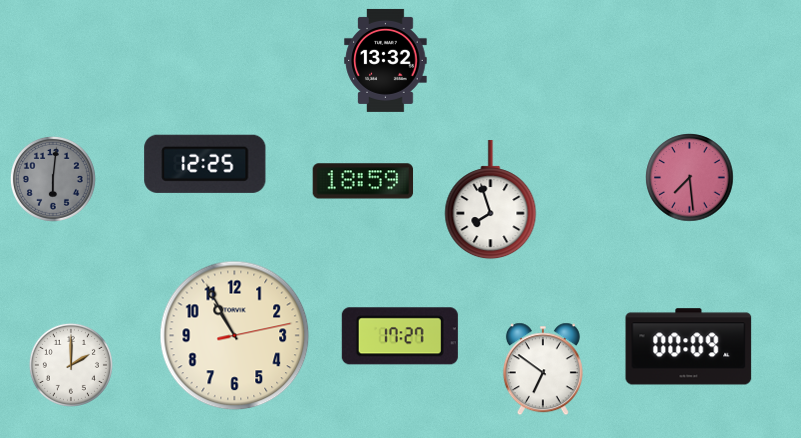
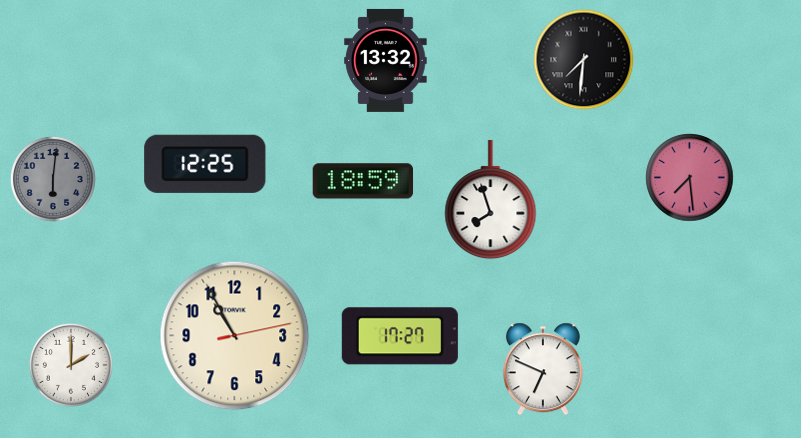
clock at (584, 60): none -> 7:31
clock at (689, 347): 00:09 -> none
clock at (543, 369): 6:51 -> 6:49
